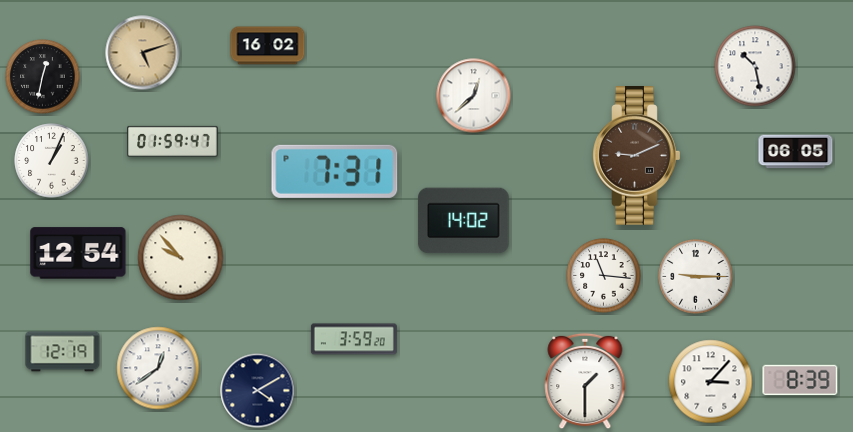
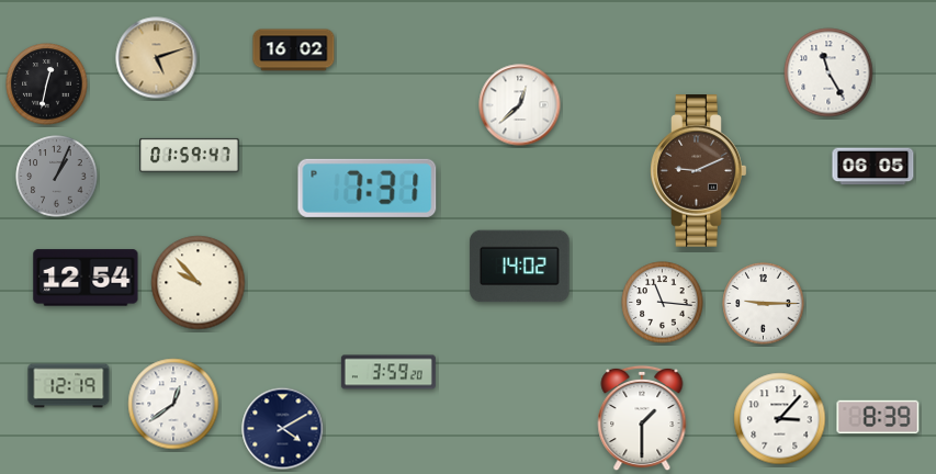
clock at (755, 66): 10:28 -> 11:25
clock at (52, 161) dial: white -> grey
clock at (464, 221) position: (464, 221) -> (520, 267)
